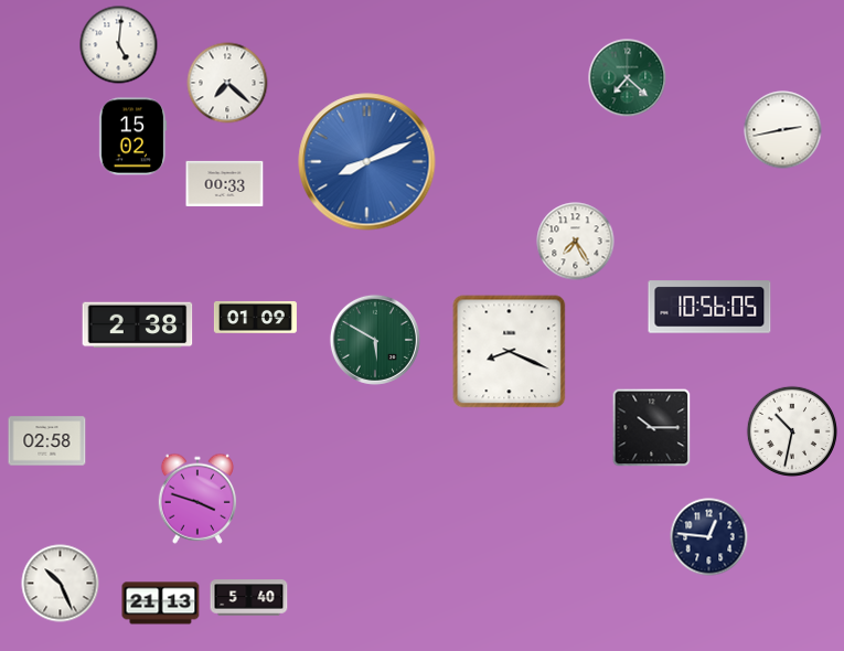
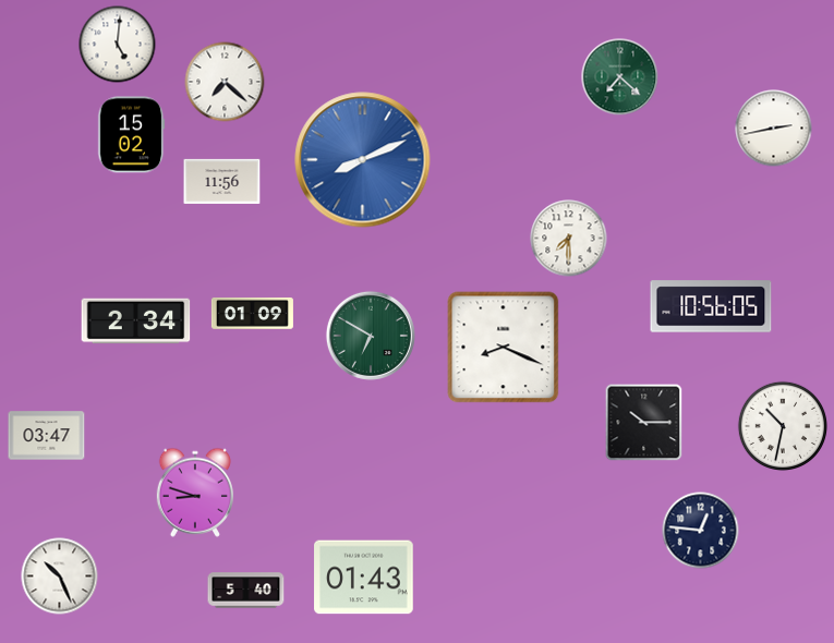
clock at (225, 183): 00:33 -> 11:56
clock at (576, 242): 7:25 -> 7:30
clock at (709, 307) position: (709, 307) -> (711, 306)
clock at (138, 325): 2:38 -> 2:34
clock at (375, 340): 5:50 -> 6:50
clock at (47, 441): 02:58 -> 03:47
clock at (197, 499): 3:48 -> 8:48
clock at (364, 578): none -> 01:43
clock at (161, 604): 21:13 -> none
